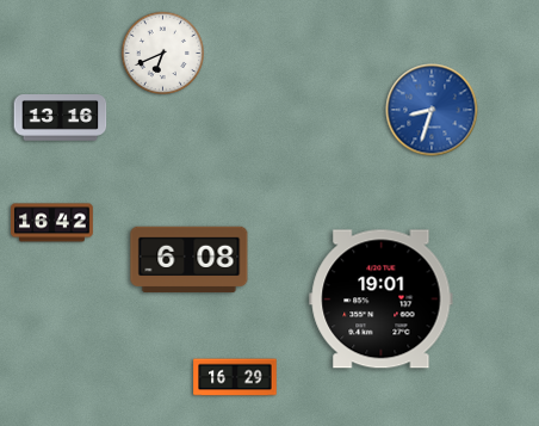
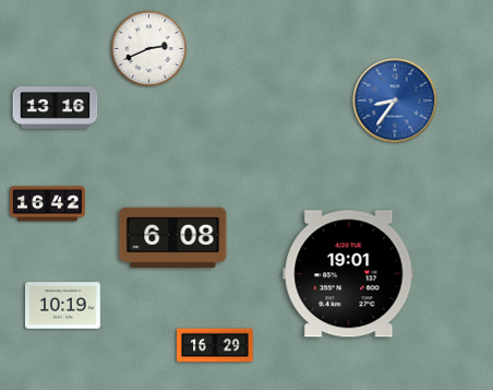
clock at (162, 53): 6:41 -> 2:41
clock at (432, 110): 8:33 -> 8:36
clock at (63, 306): none -> 10:19
